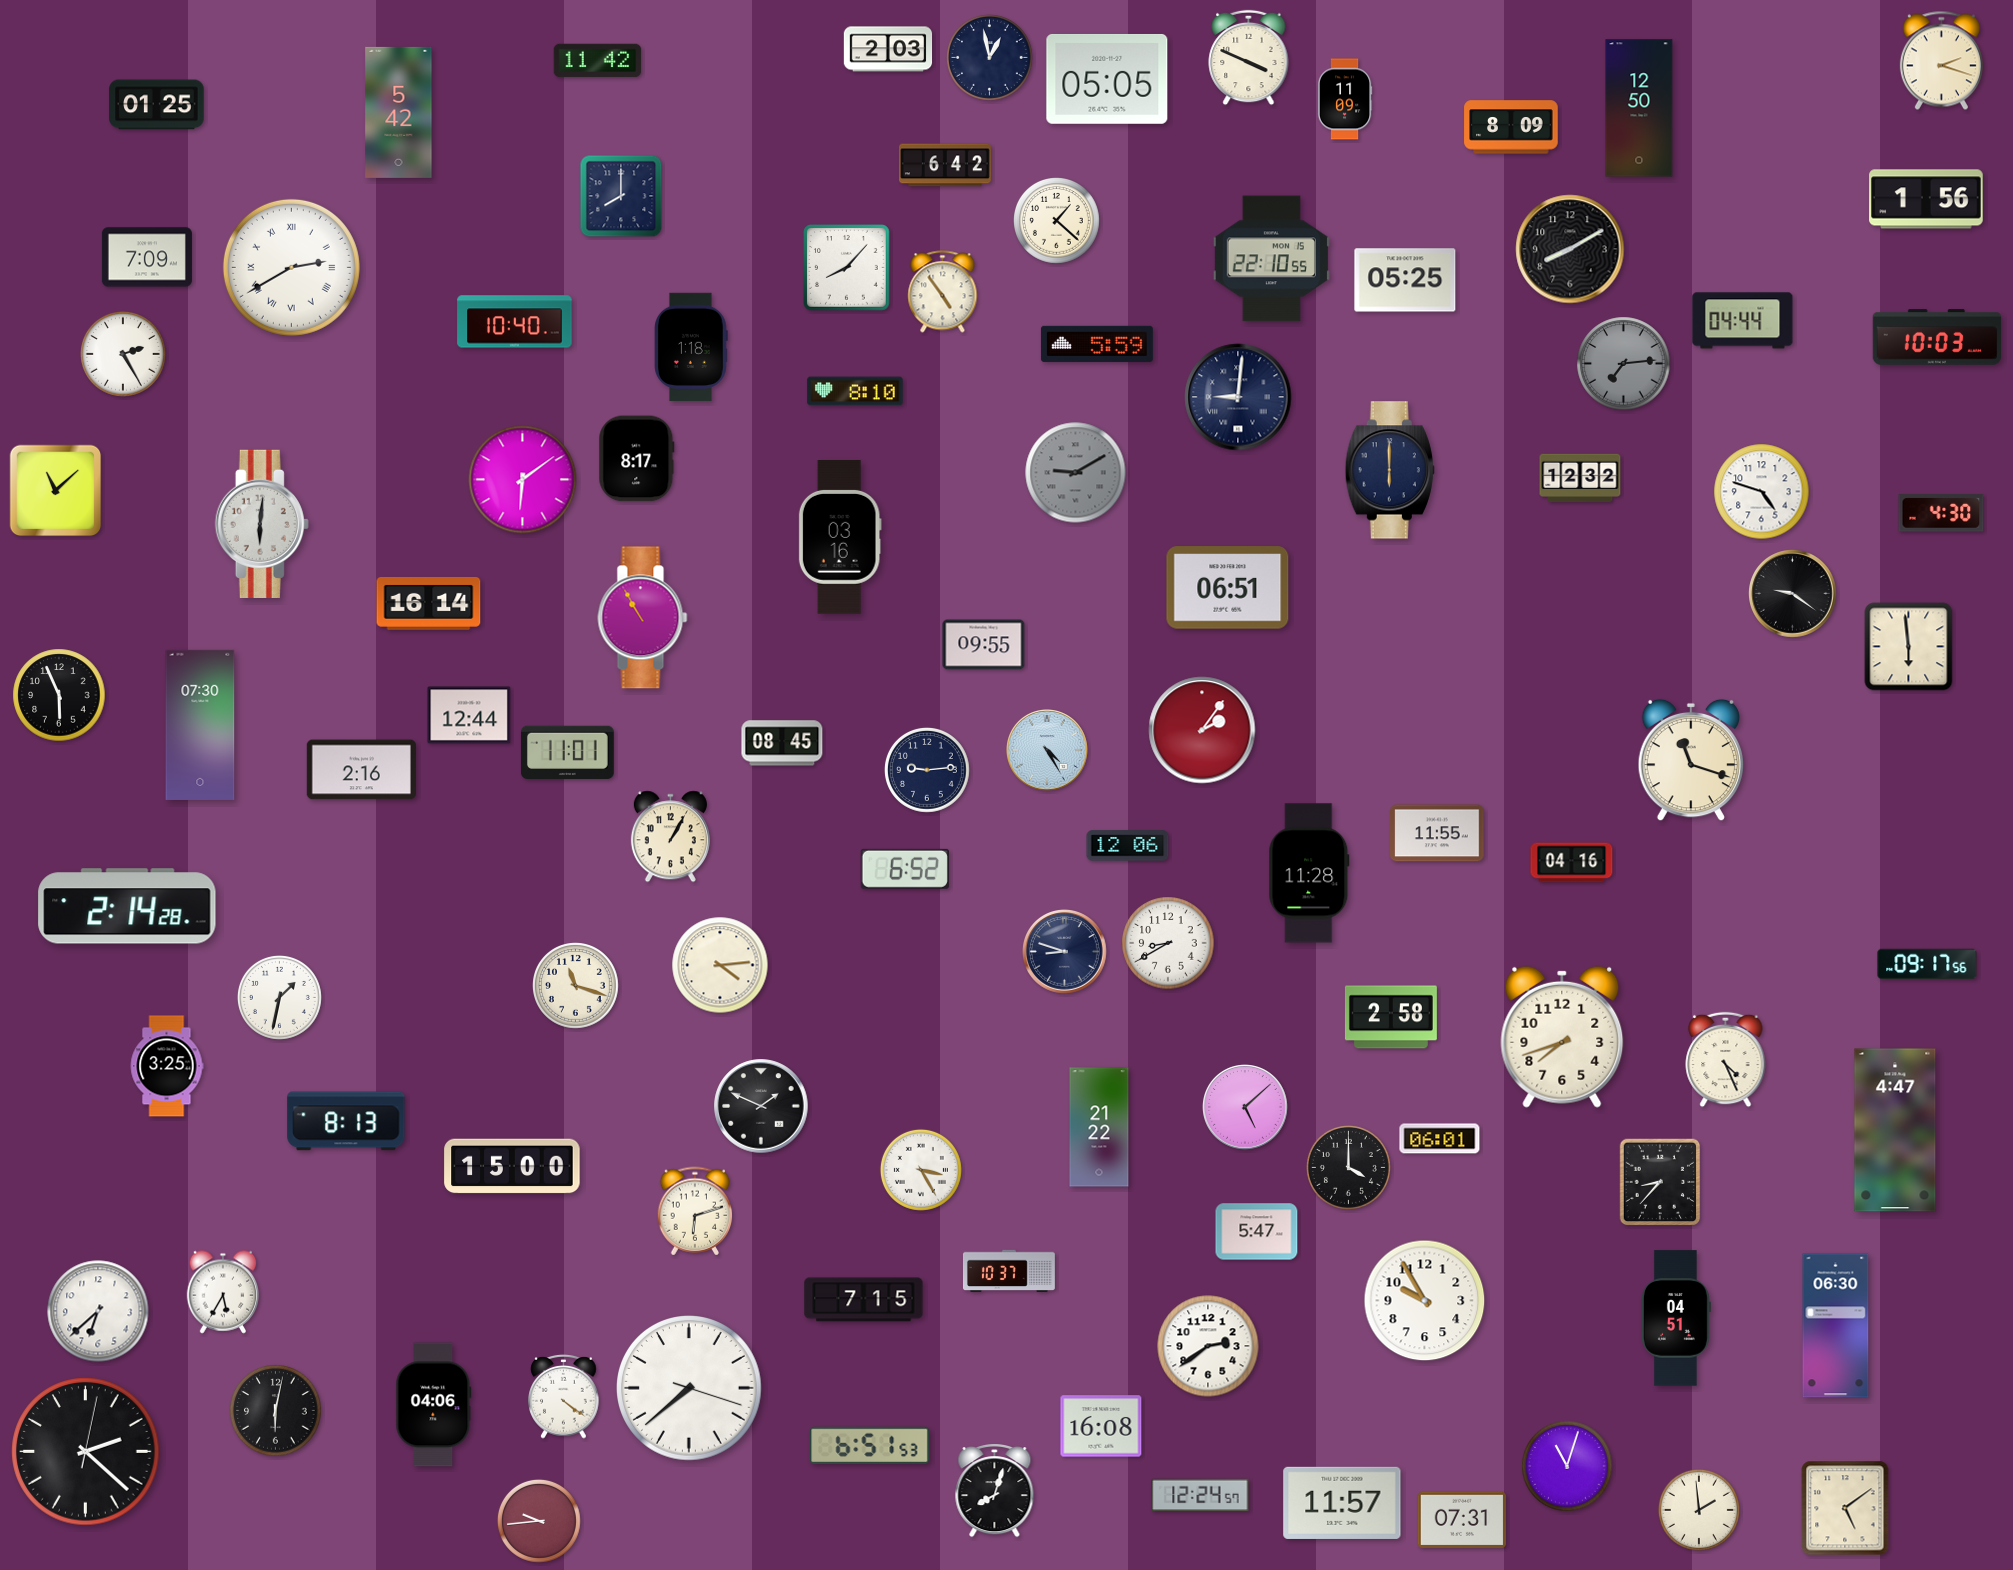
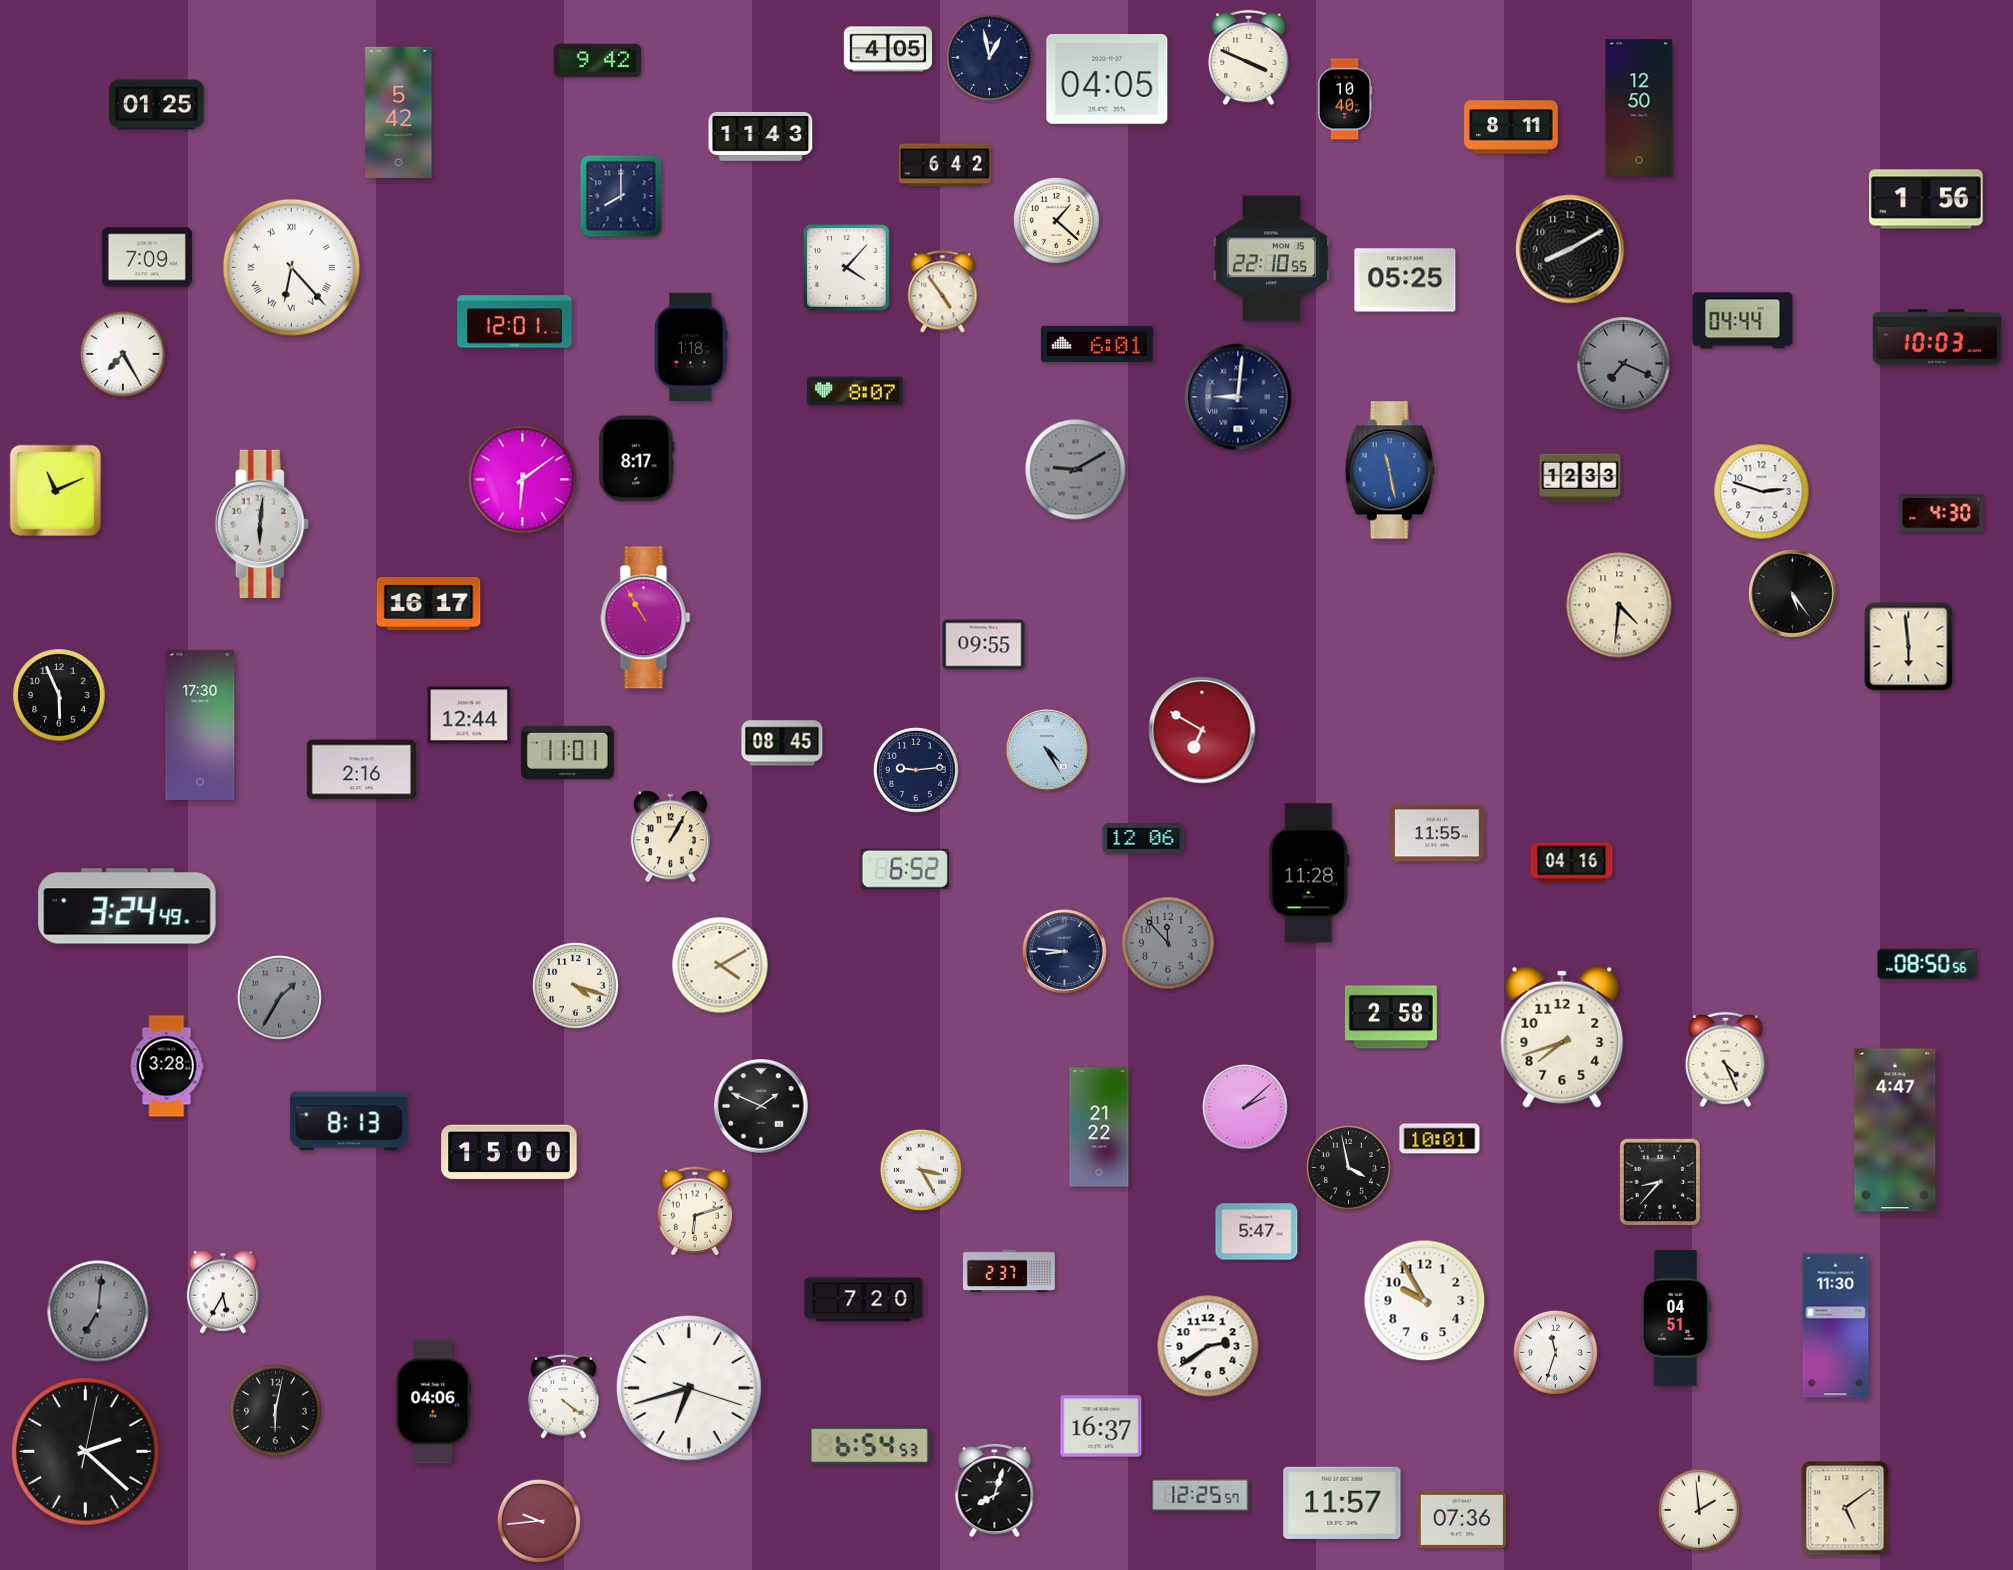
clock at (888, 49): 2:03 -> 4:05
clock at (598, 61): 11:42 -> 9:42
clock at (1941, 61): 2:18 -> none
clock at (1107, 79): 05:05 -> 04:05
clock at (1345, 99): 11:09 -> 10:40
clock at (1511, 127): 8:09 -> 8:11
clock at (761, 136): none -> 11:43
clock at (291, 267): 2:40 -> 6:23
clock at (847, 268): 8:07 -> 4:07
clock at (515, 322): 10:40 -> 12:01
clock at (1097, 344): 5:59 -> 6:01
clock at (123, 354): 2:25 -> 7:25
clock at (1624, 364): 7:14 -> 7:19
clock at (855, 391): 8:10 -> 8:07
clock at (1390, 470): 6:00 -> 11:28
clock at (1390, 470) dial: navy -> blue
clock at (1076, 473) position: (1076, 473) -> (1076, 470)
clock at (1580, 478): 12:32 -> 12:33
clock at (56, 491): 11:08 -> 11:11
clock at (1762, 492): 4:48 -> 2:48
clock at (840, 538): 03:16 -> none
clock at (1228, 588): 06:51 -> none
clock at (1793, 594): 9:21 -> 5:24
clock at (429, 603): 16:14 -> 16:17
clock at (1619, 605): none -> 4:31
clock at (643, 618) position: (643, 618) -> (646, 618)
clock at (200, 725): 07:30 -> 17:30
clock at (1202, 730): 2:06 -> 6:50
clock at (1690, 760): 11:18 -> none
clock at (927, 770) position: (927, 770) -> (916, 770)
clock at (1128, 846) position: (1128, 846) -> (1144, 839)
clock at (127, 906): 2:14 -> 3:24
clock at (1168, 943): 8:40 -> 11:53
clock at (1168, 943) dial: white -> grey
clock at (1065, 952): 8:48 -> 8:46
clock at (1927, 963): 09:17 -> 08:50
clock at (720, 965): 4:14 -> 4:10
clock at (576, 986): 11:18 -> 4:18
clock at (279, 997): 1:32 -> 1:35
clock at (279, 997) dial: white -> grey
clock at (167, 1066): 3:25 -> 3:28
clock at (1245, 1107): 5:08 -> 2:08
clock at (346, 1121) position: (346, 1121) -> (349, 1121)
clock at (1440, 1139): 06:01 -> 10:01
clock at (512, 1166) position: (512, 1166) -> (509, 1152)
clock at (1348, 1167): 4:00 -> 3:58
clock at (1009, 1271): 10:37 -> 2:37
clock at (864, 1300): 7:15 -> 7:20
clock at (98, 1311): 6:38 -> 7:01
clock at (98, 1311) dial: white -> grey
clock at (1836, 1326): 06:30 -> 11:30
clock at (1555, 1352): none -> 11:33
clock at (689, 1388): 7:38 -> 6:42
clock at (434, 1405) position: (434, 1405) -> (434, 1402)
clock at (1101, 1426): 16:08 -> 16:37
clock at (870, 1445): 6:51 -> 6:54
clock at (1567, 1466): 11:03 -> none
clock at (1200, 1495): 12:24 -> 12:25
clock at (1462, 1520): 07:31 -> 07:36
